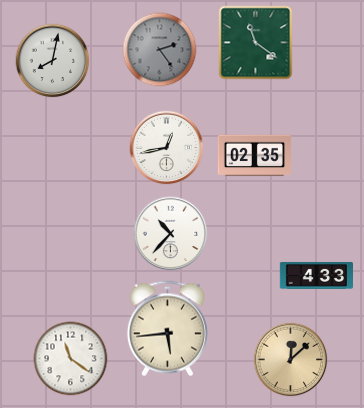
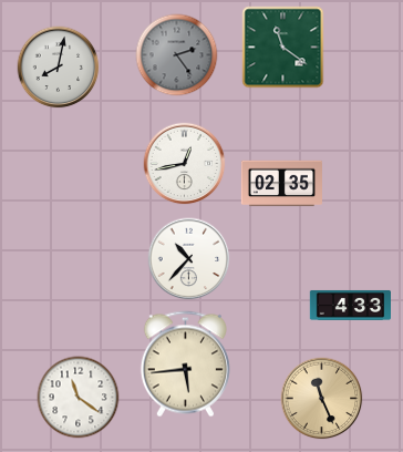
clock at (254, 156) position: (254, 156) -> (281, 184)
clock at (291, 360): 12:08 -> 11:26
